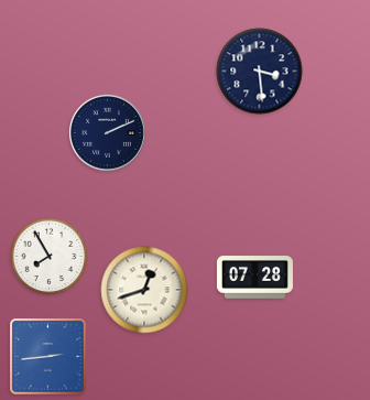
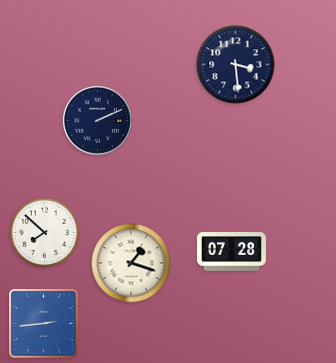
clock at (50, 257): 7:55 -> 7:52
clock at (144, 290): 12:42 -> 1:18
